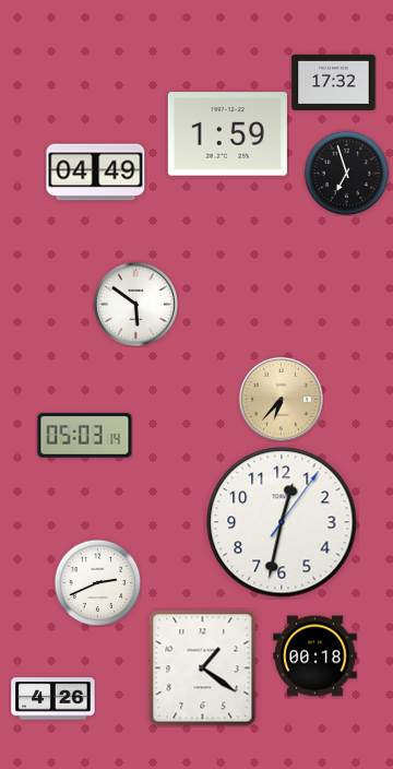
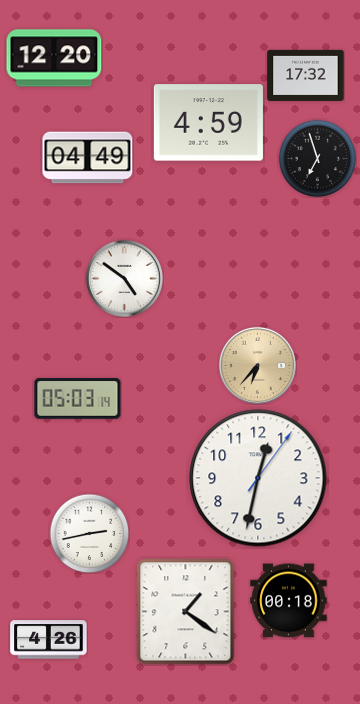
clock at (54, 58): none -> 12:20
clock at (227, 134): 1:59 -> 4:59
clock at (135, 304): 5:51 -> 4:51
clock at (97, 582): 2:41 -> 2:43
